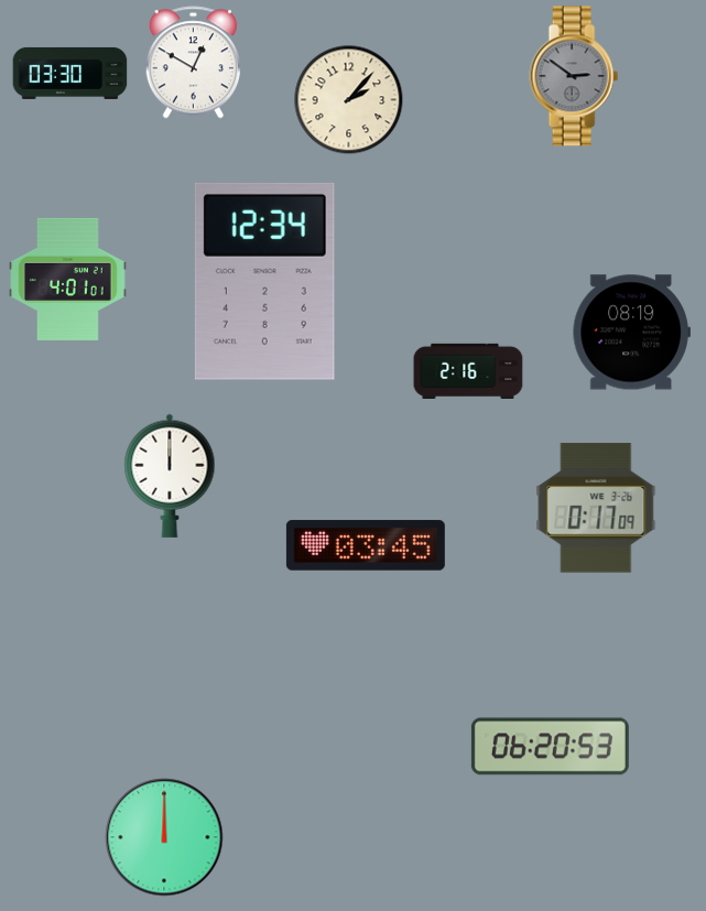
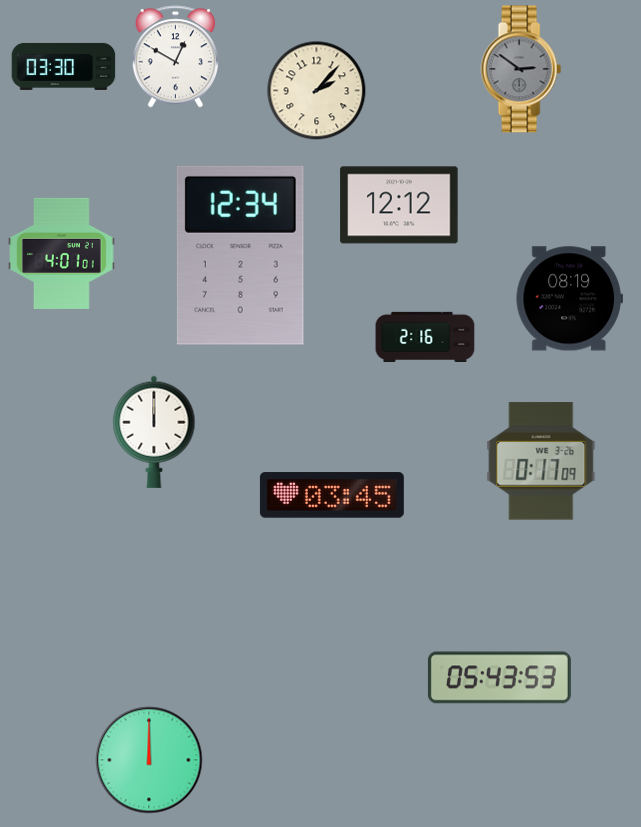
clock at (399, 205): none -> 12:12
clock at (631, 333) position: (631, 333) -> (569, 299)
clock at (550, 747): 06:20 -> 05:43
